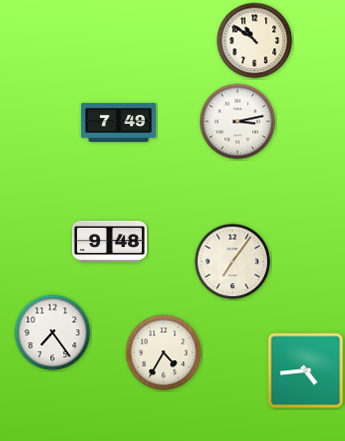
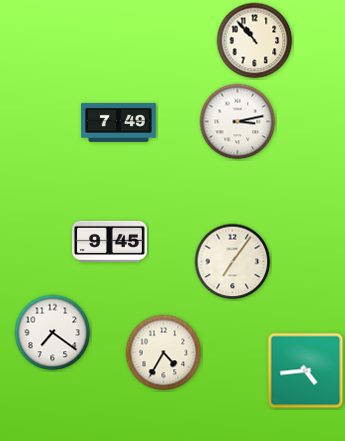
clock at (255, 41): 10:51 -> 10:53
clock at (110, 241): 9:48 -> 9:45
clock at (53, 333): 7:24 -> 7:21
